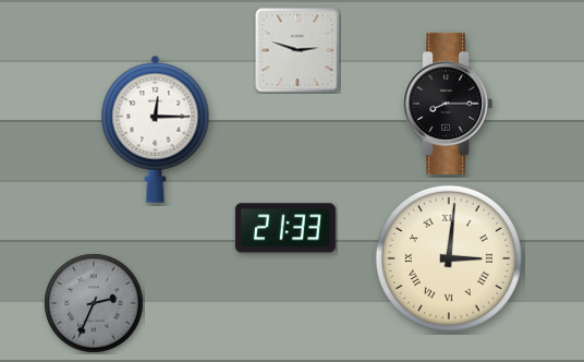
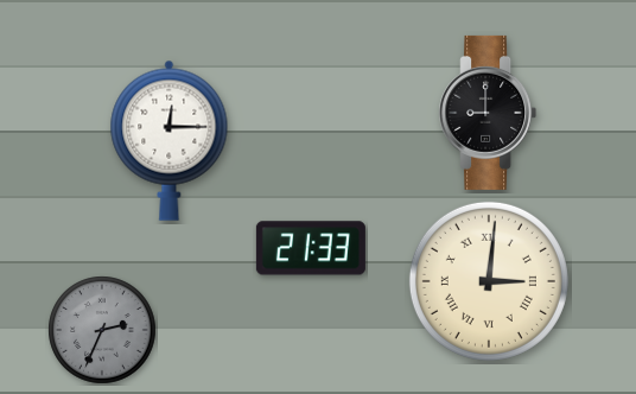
clock at (297, 50): 2:48 -> none
clock at (448, 104): 8:15 -> 9:00
